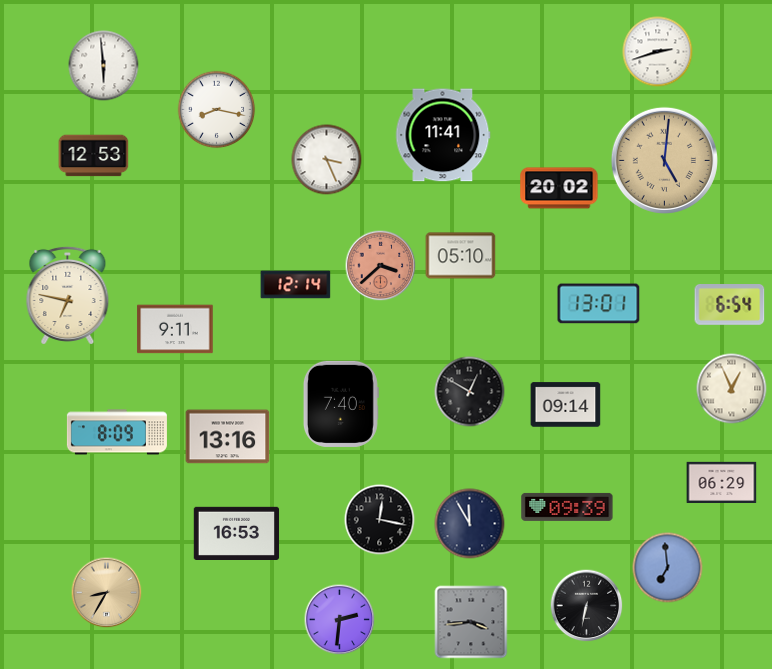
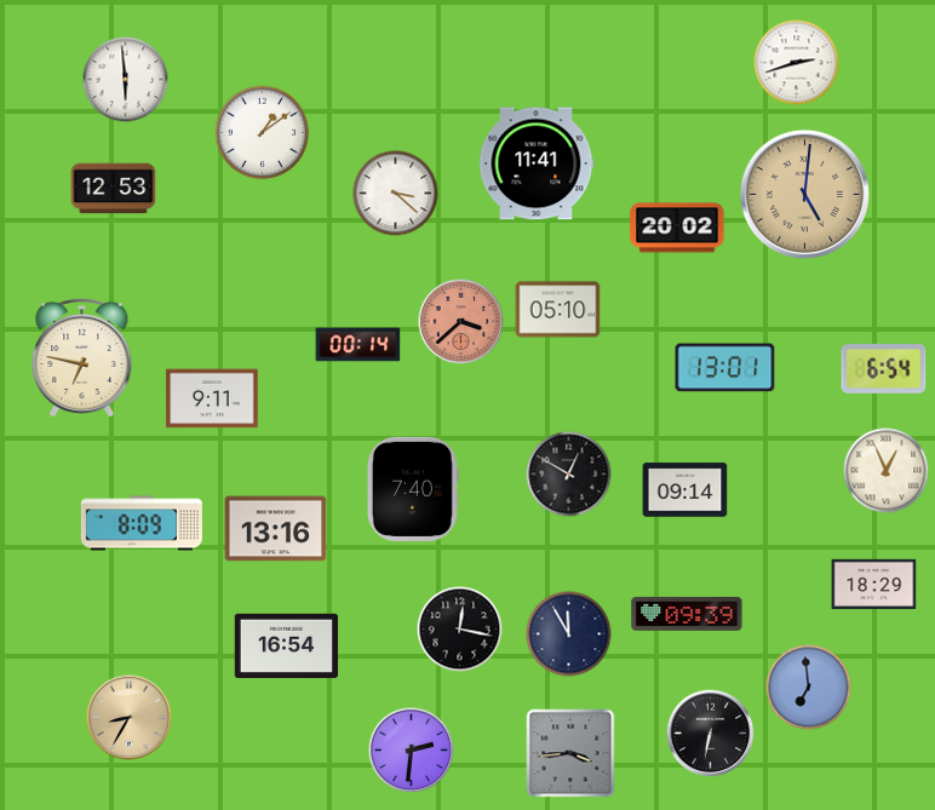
clock at (217, 110): 8:17 -> 1:09
clock at (327, 160): 3:26 -> 3:22
clock at (296, 285): 12:14 -> 00:14
clock at (722, 482): 06:29 -> 18:29
clock at (237, 533): 16:53 -> 16:54
